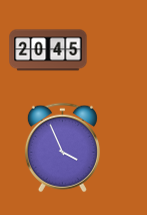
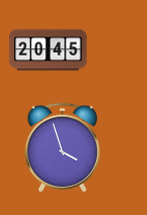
clock at (62, 148): 3:56 -> 3:57
